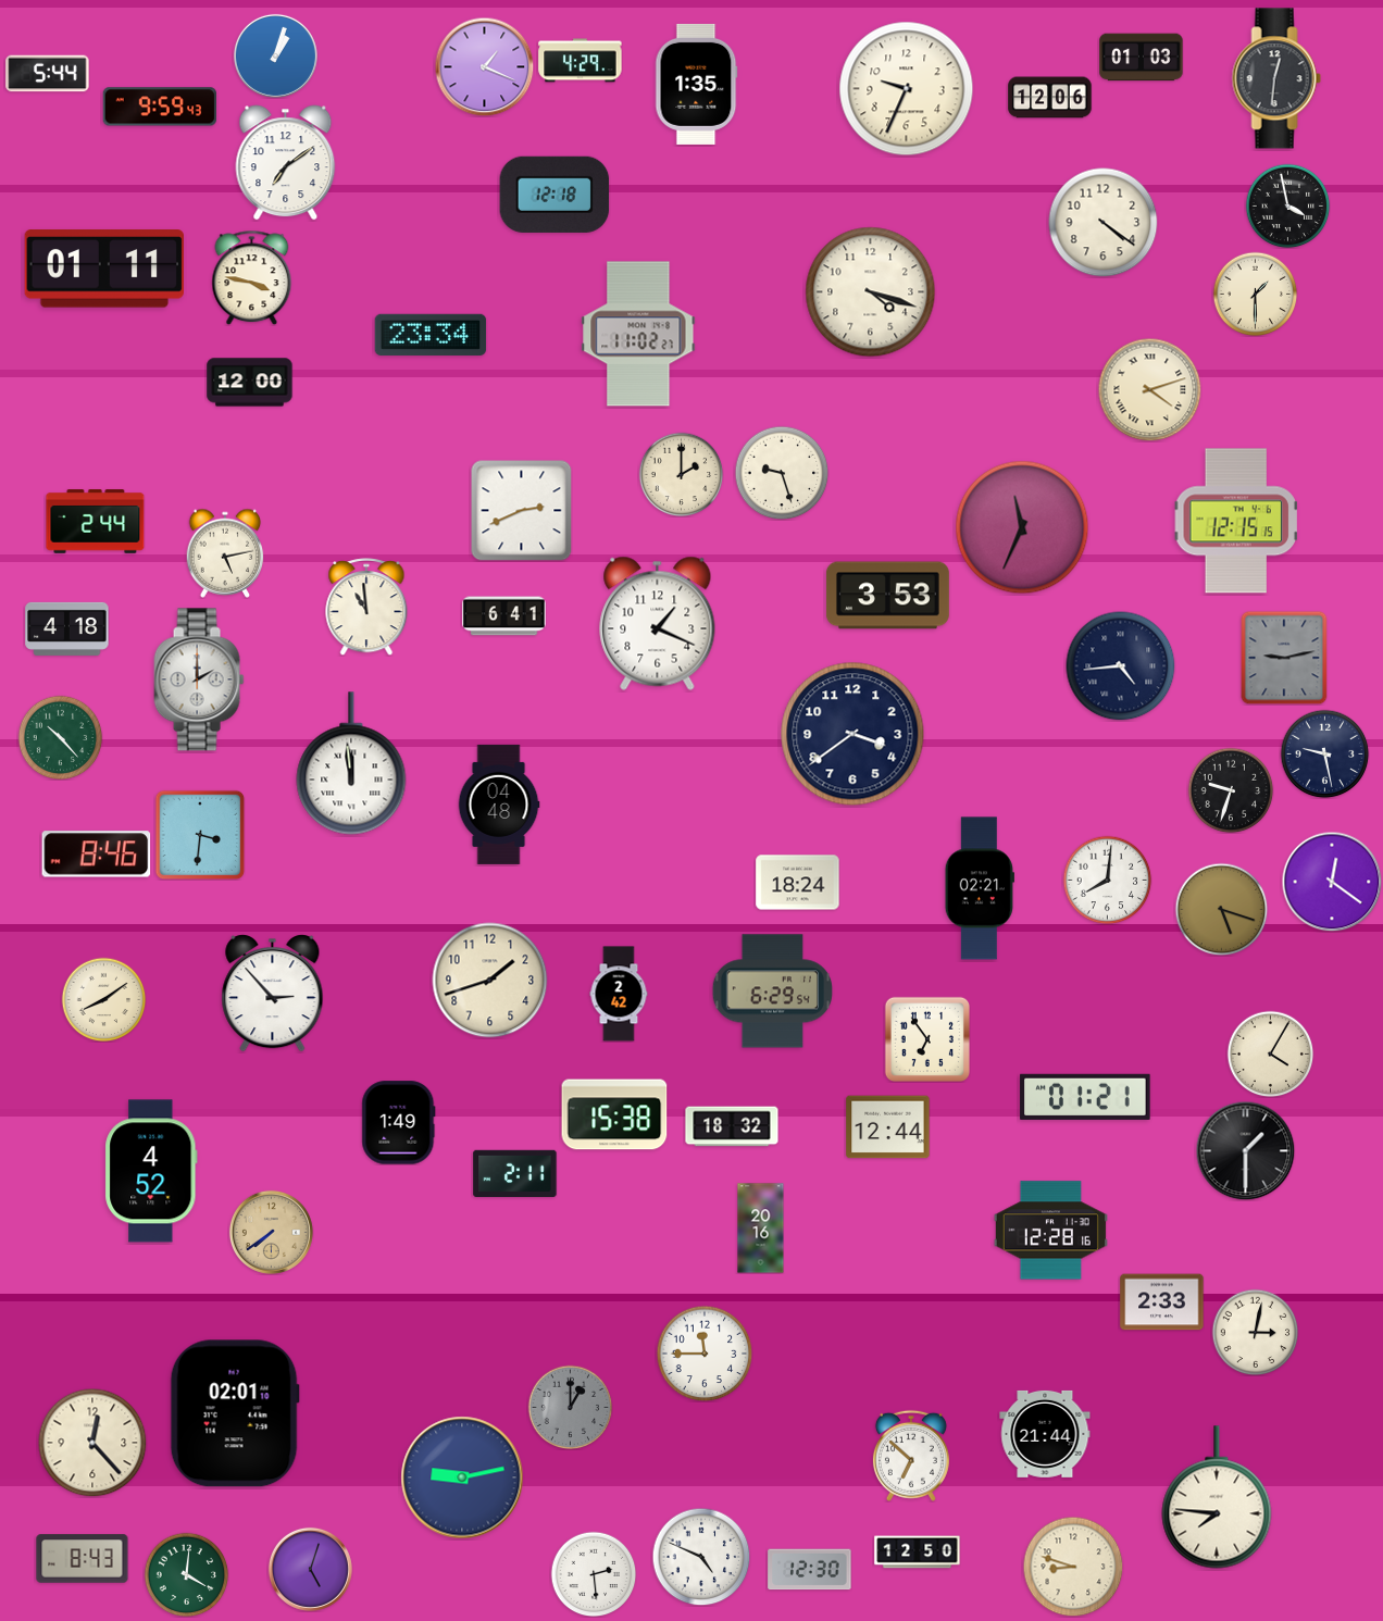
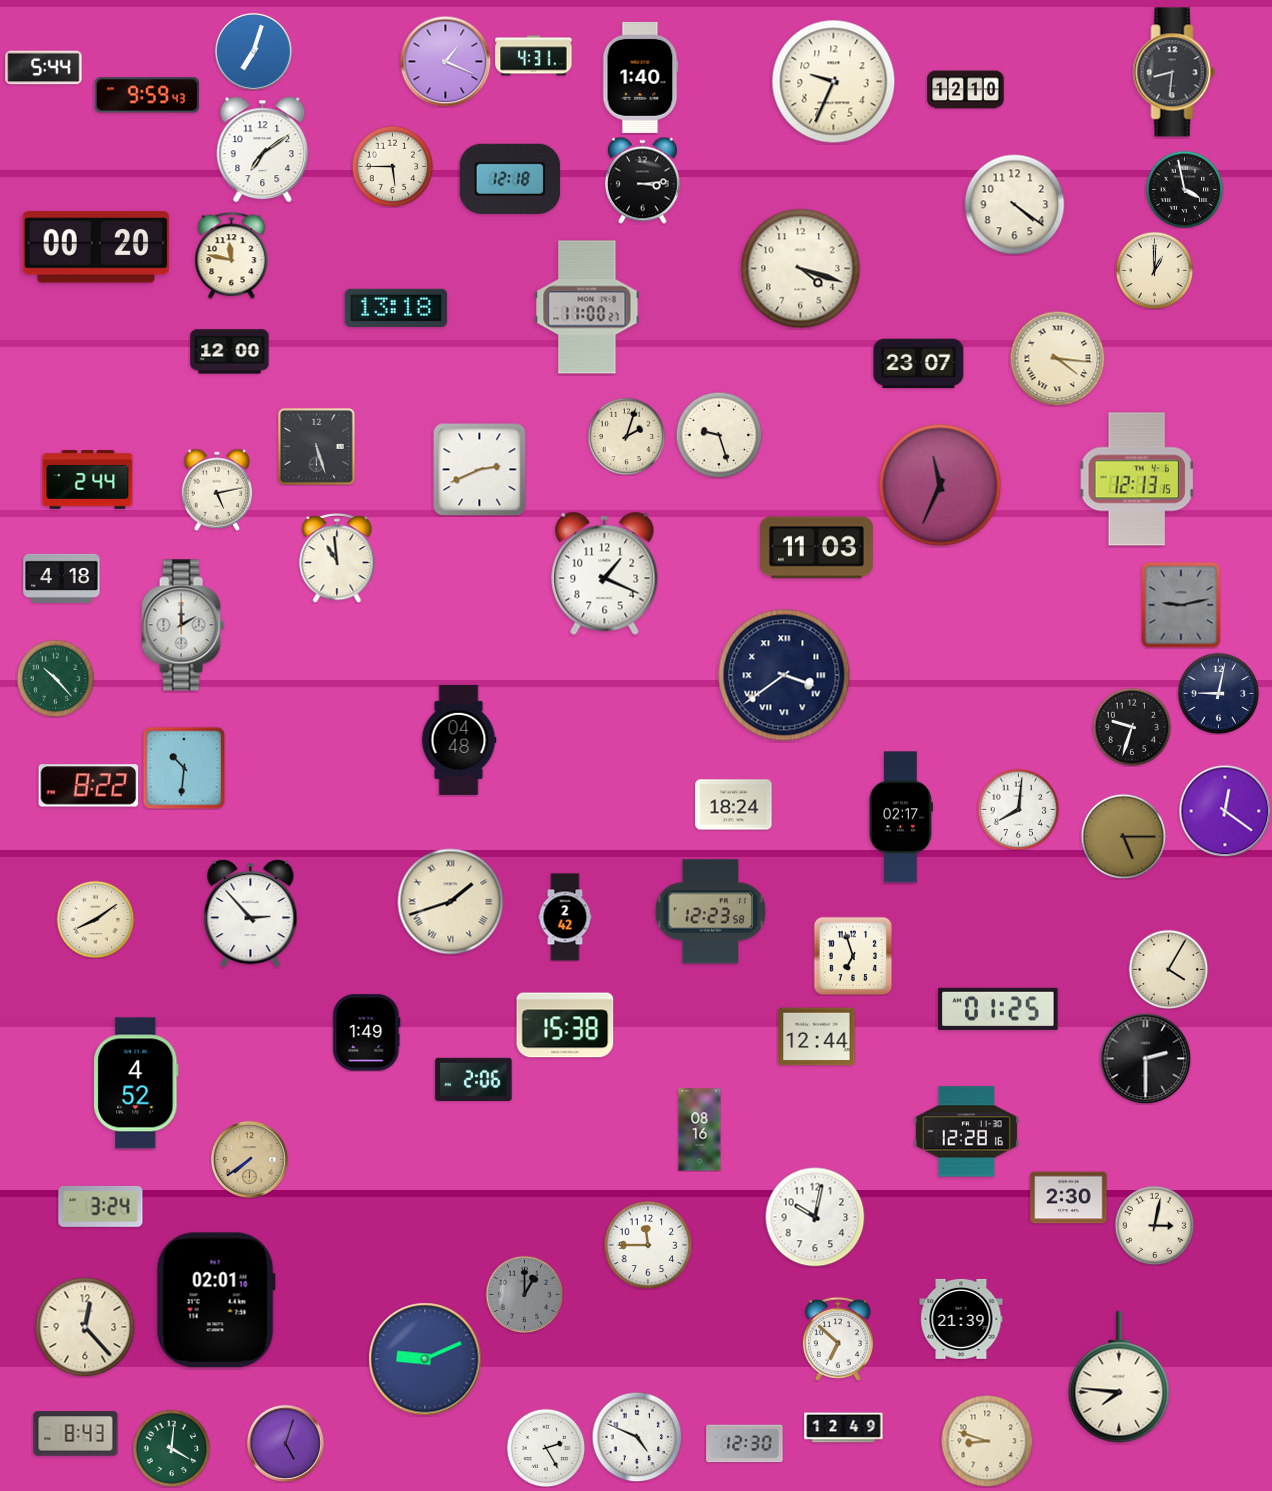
clock at (275, 55): 1:03 -> 7:03
clock at (1142, 58): 01:03 -> none
clock at (581, 61): 4:29 -> 4:31
clock at (1276, 78): 12:31 -> 8:31
clock at (697, 84): 1:35 -> 1:40
clock at (1050, 98): 12:06 -> 12:10
clock at (159, 107) position: (159, 107) -> (146, 95)
clock at (392, 166): none -> 5:45
clock at (643, 180): none -> 3:14
clock at (103, 269): 01:11 -> 00:20
clock at (252, 277): 3:47 -> 11:47
clock at (1255, 294): 1:30 -> 1:00
clock at (638, 334): 11:02 -> 11:00
clock at (431, 335): 23:34 -> 13:18
clock at (1149, 389): 4:12 -> 4:16
clock at (919, 364): none -> 23:07
clock at (681, 474): 2:00 -> 2:03
clock at (317, 447): none -> 5:27
clock at (1236, 521): 12:15 -> 12:13
clock at (225, 553) position: (225, 553) -> (217, 490)
clock at (887, 596): 3:53 -> 11:03
clock at (504, 616): 6:41 -> none
clock at (1121, 666): 4:44 -> none
clock at (852, 734) numerals: Arabic -> Roman
clock at (1324, 753): 9:28 -> 9:02
clock at (351, 763): 11:59 -> none
clock at (200, 835): 3:31 -> 10:31
clock at (97, 855): 8:46 -> 8:22
clock at (798, 883) position: (798, 883) -> (734, 805)
clock at (980, 888): 02:21 -> 02:17
clock at (1221, 909): 5:18 -> 5:15
clock at (490, 981) numerals: Arabic -> Roman
clock at (772, 992): 6:29 -> 12:23
clock at (619, 994) position: (619, 994) -> (565, 917)
clock at (926, 1038): 6:54 -> 6:57
clock at (1085, 1097): 01:21 -> 01:25
clock at (732, 1126): 18:32 -> none
clock at (1245, 1150): 1:30 -> 2:30
clock at (151, 1171) position: (151, 1171) -> (136, 1083)
clock at (515, 1173): 2:11 -> 2:06
clock at (761, 1229): 20:16 -> 08:16
clock at (271, 1232) position: (271, 1232) -> (249, 1159)
clock at (1162, 1302): 2:33 -> 2:30
clock at (101, 1206): none -> 3:24
clock at (815, 1217): none -> 10:02
clock at (1045, 1434): 21:44 -> 21:39
clock at (462, 1477): 9:13 -> 9:11
clock at (918, 1553): 12:50 -> 12:49
clock at (701, 1557) position: (701, 1557) -> (637, 1437)
clock at (594, 1574): 2:29 -> 2:25
